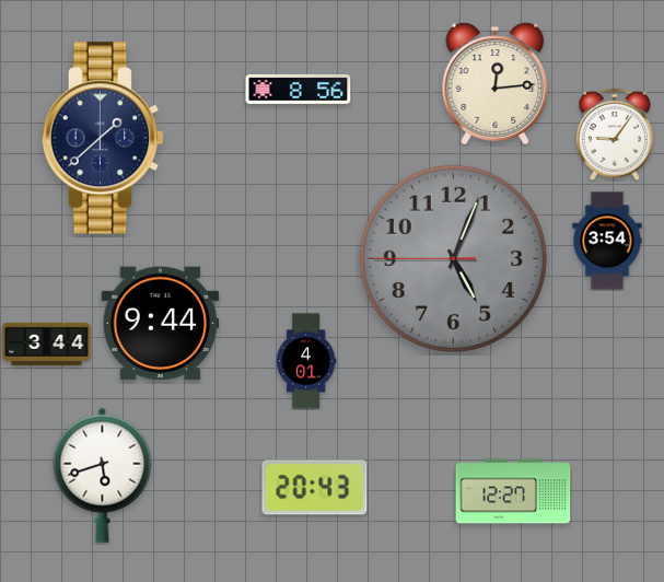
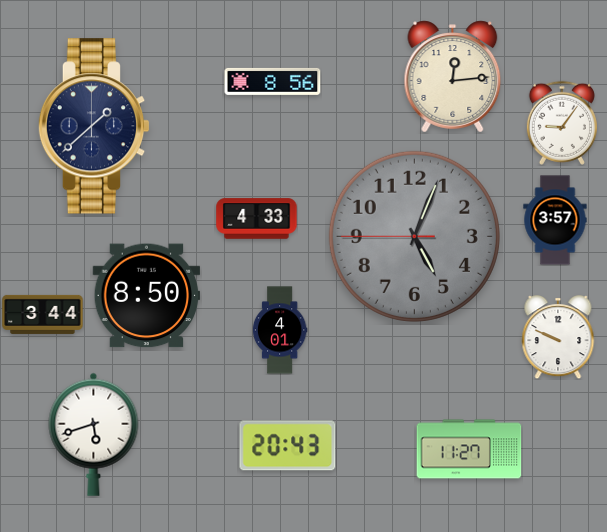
clock at (257, 219): none -> 4:33
clock at (607, 241): 3:54 -> 3:57
clock at (161, 324): 9:44 -> 8:50
clock at (558, 337): none -> 9:49
clock at (513, 491): 12:27 -> 11:27
